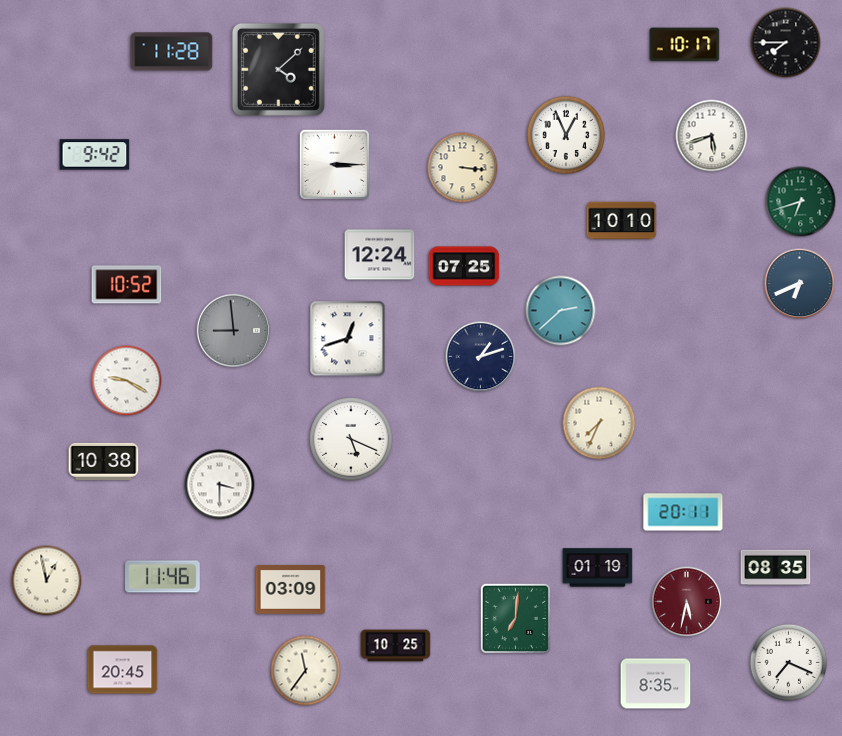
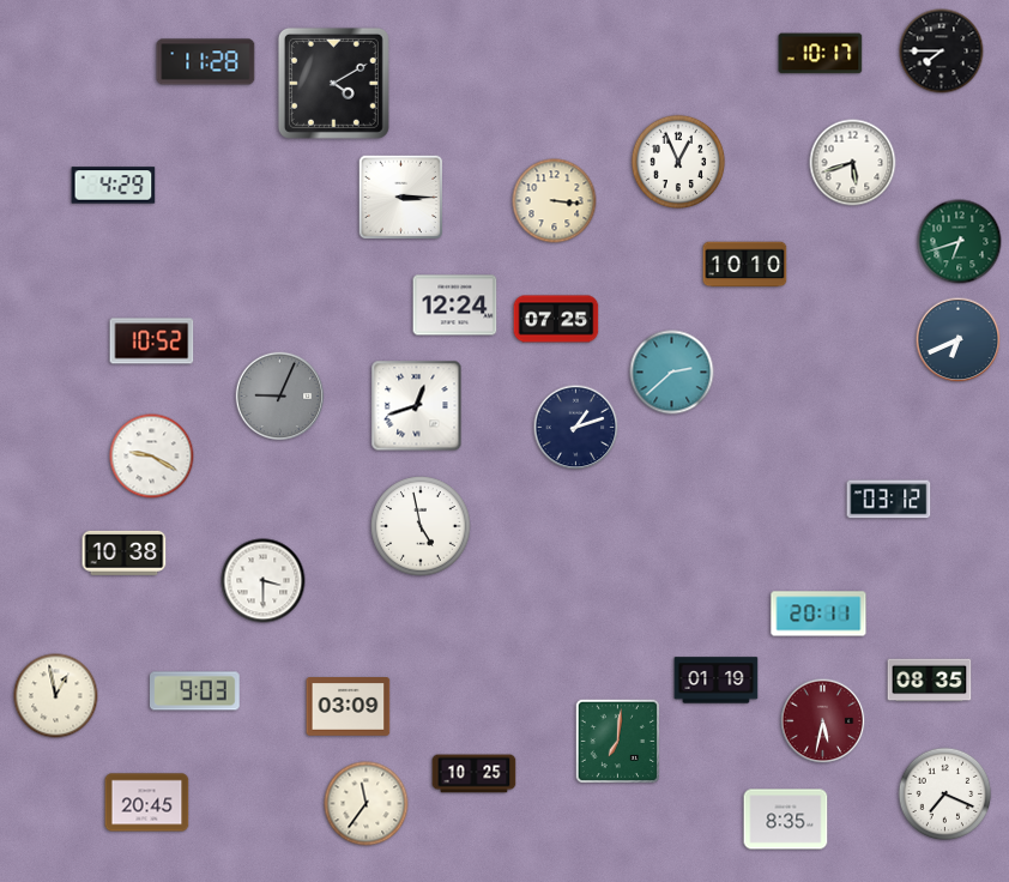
clock at (278, 69): 4:08 -> 4:10
clock at (95, 155): 9:42 -> 4:29
clock at (234, 331): 8:59 -> 9:04
clock at (889, 500): none -> 03:12
clock at (599, 423): 7:34 -> none
clock at (351, 439): 5:19 -> 4:58
clock at (163, 577): 11:46 -> 9:03
